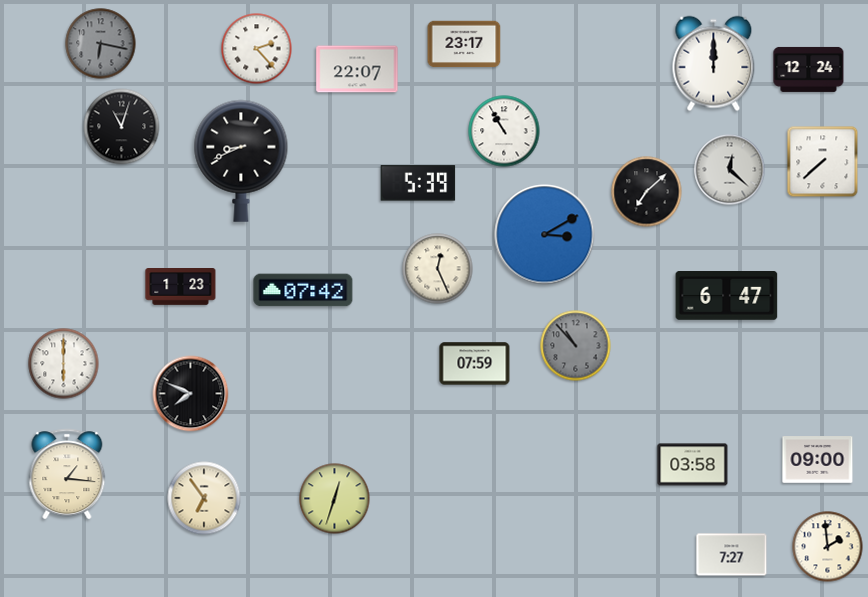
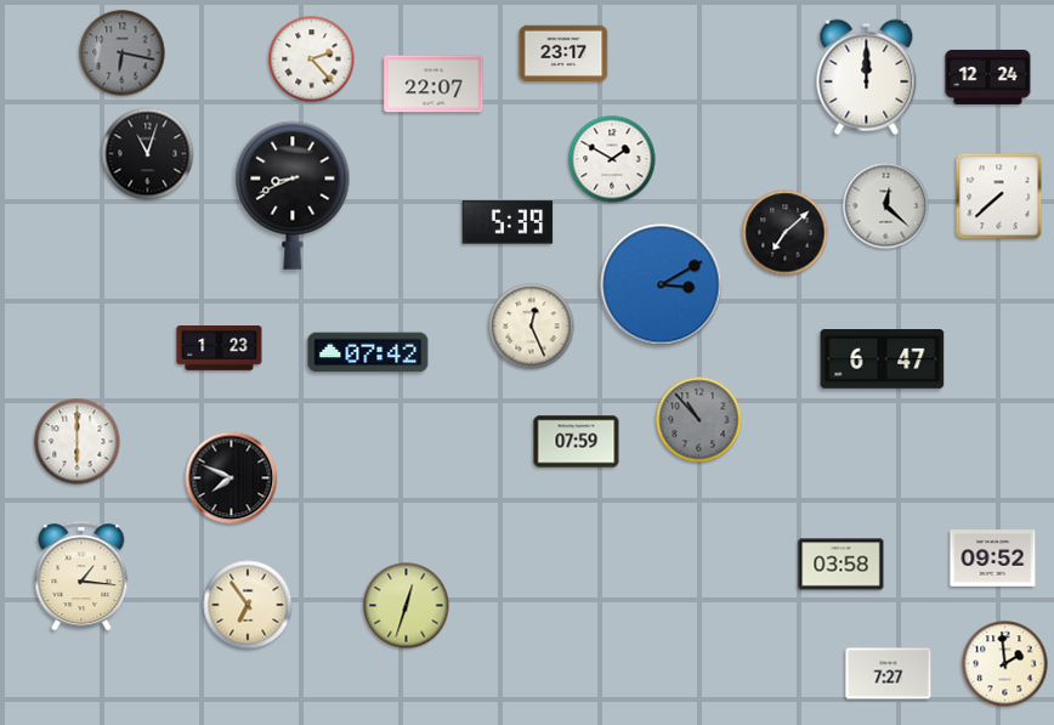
clock at (809, 69) position: (809, 69) -> (988, 77)
clock at (504, 131): 10:55 -> 1:50
clock at (818, 460): 09:00 -> 09:52
